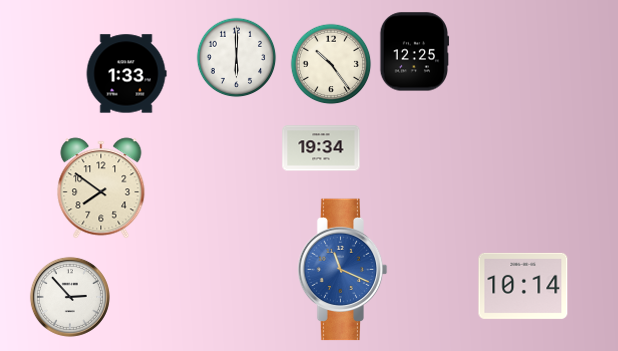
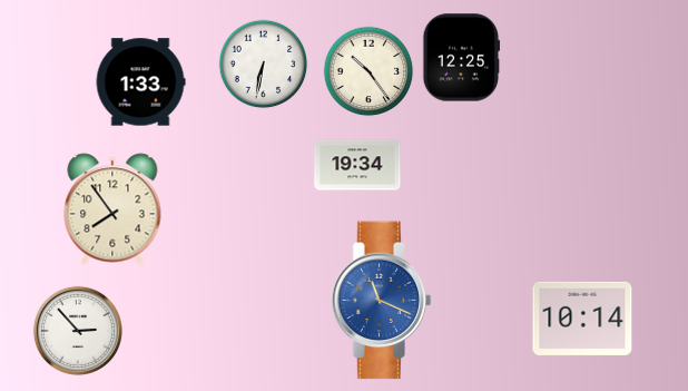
clock at (236, 57): 6:00 -> 6:32
clock at (101, 188): 7:51 -> 7:54
